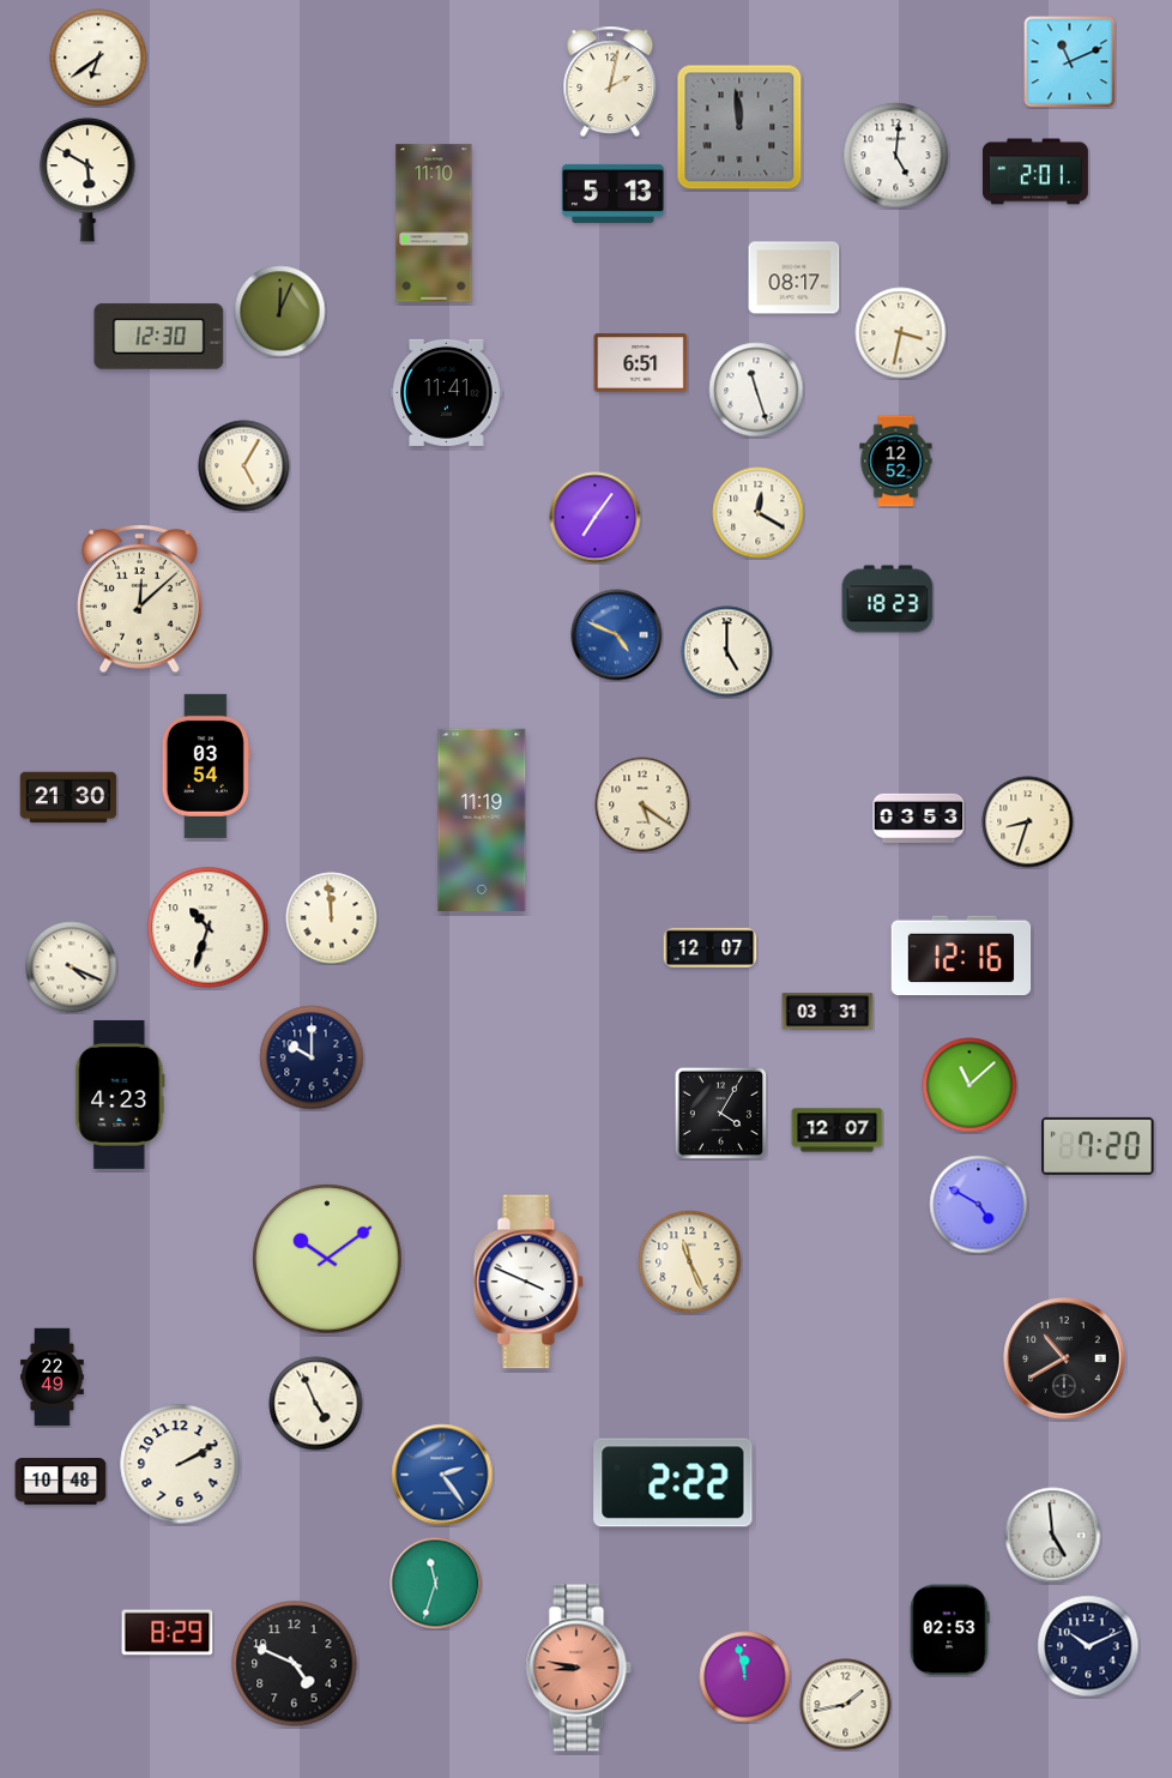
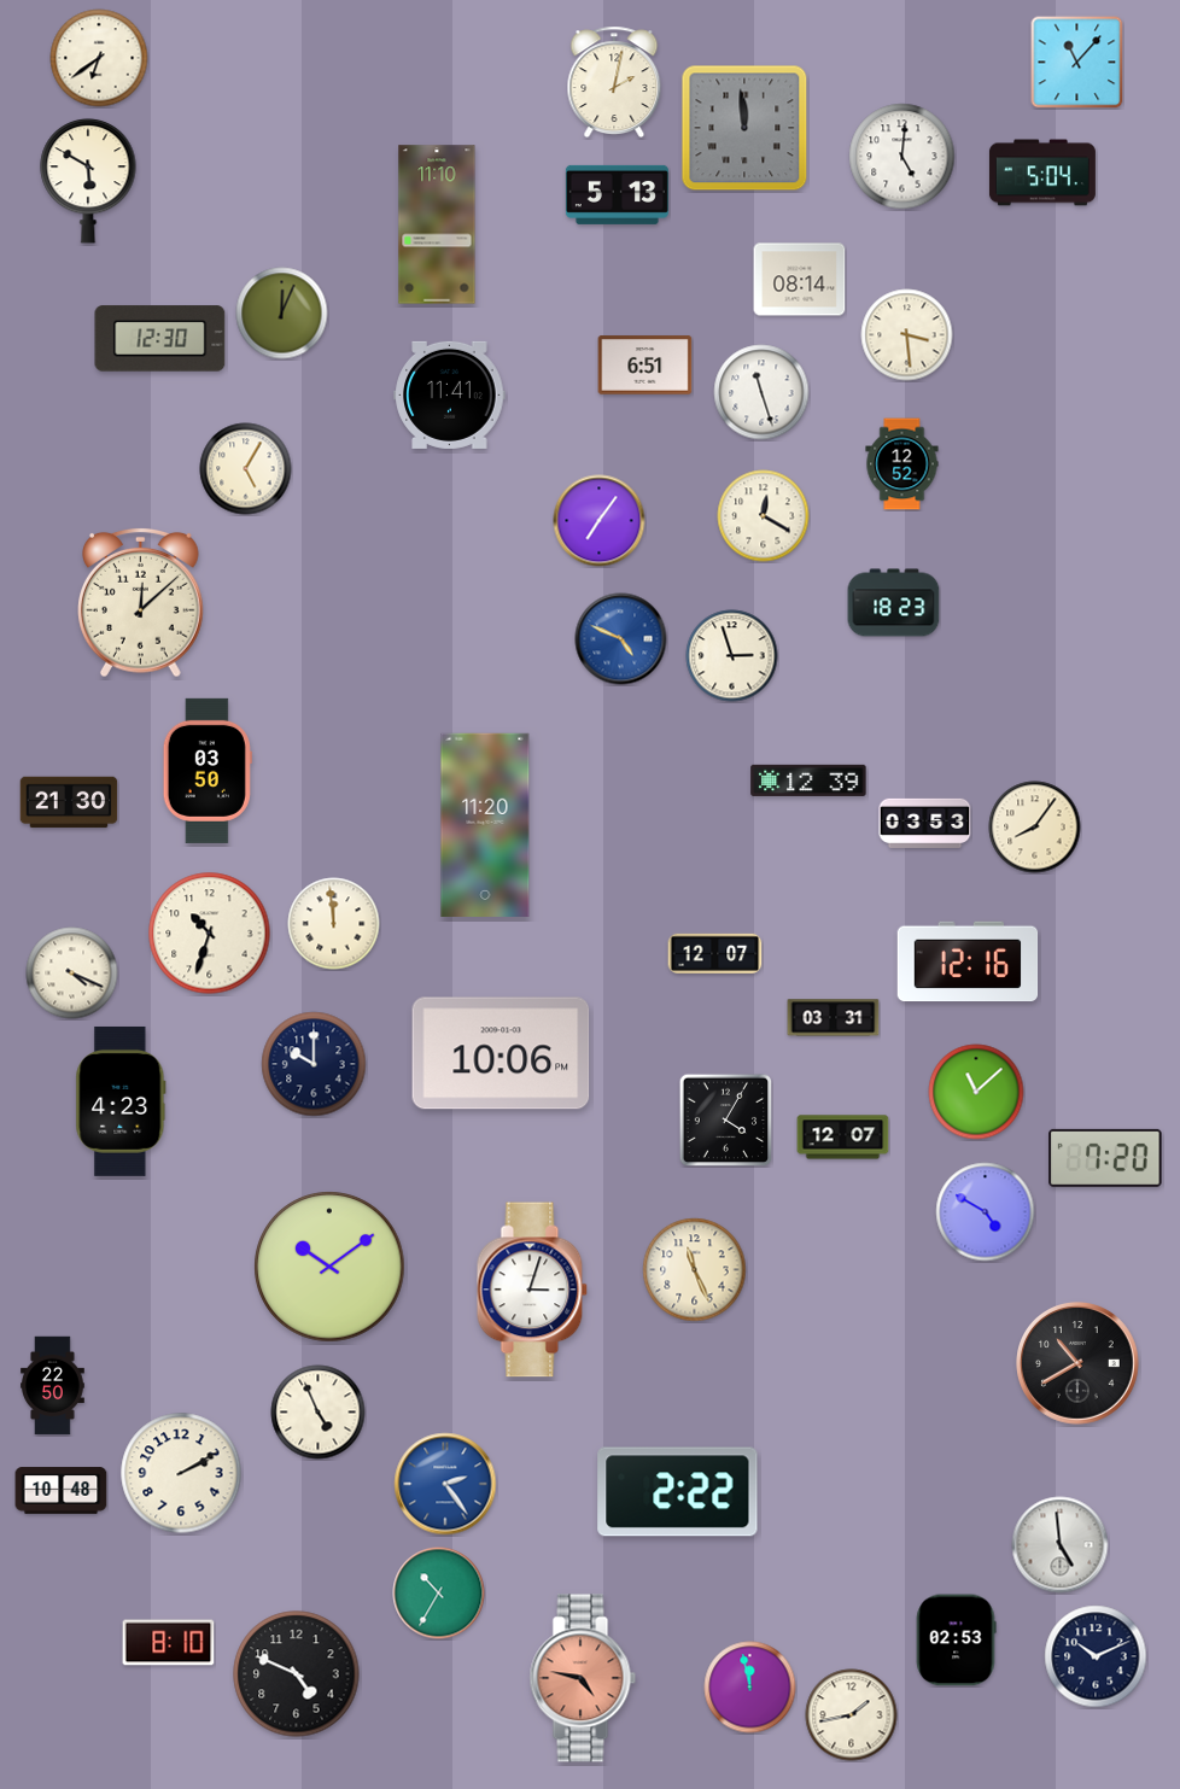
clock at (1070, 62): 11:11 -> 11:07
clock at (1035, 171): 2:01 -> 5:04
clock at (795, 278): 08:17 -> 08:14
clock at (901, 333): 3:32 -> 3:29
clock at (727, 652): 5:00 -> 2:57
clock at (206, 766): 03:54 -> 03:50
clock at (808, 781): none -> 12:39
clock at (642, 804): 5:21 -> none
clock at (482, 819): 11:19 -> 11:20
clock at (1028, 822): 8:33 -> 8:06
clock at (501, 1053): none -> 10:06
clock at (1098, 1146) position: (1098, 1146) -> (1105, 1158)
clock at (528, 1282): 3:49 -> 3:03
clock at (1064, 1358) position: (1064, 1358) -> (1077, 1363)
clock at (53, 1378): 22:49 -> 22:50
clock at (436, 1584): 11:33 -> 10:35
clock at (168, 1633): 8:29 -> 8:10
clock at (579, 1668): 8:47 -> 4:47
